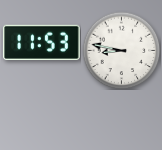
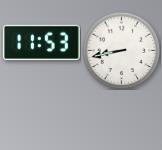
clock at (121, 50): 8:47 -> 8:43
